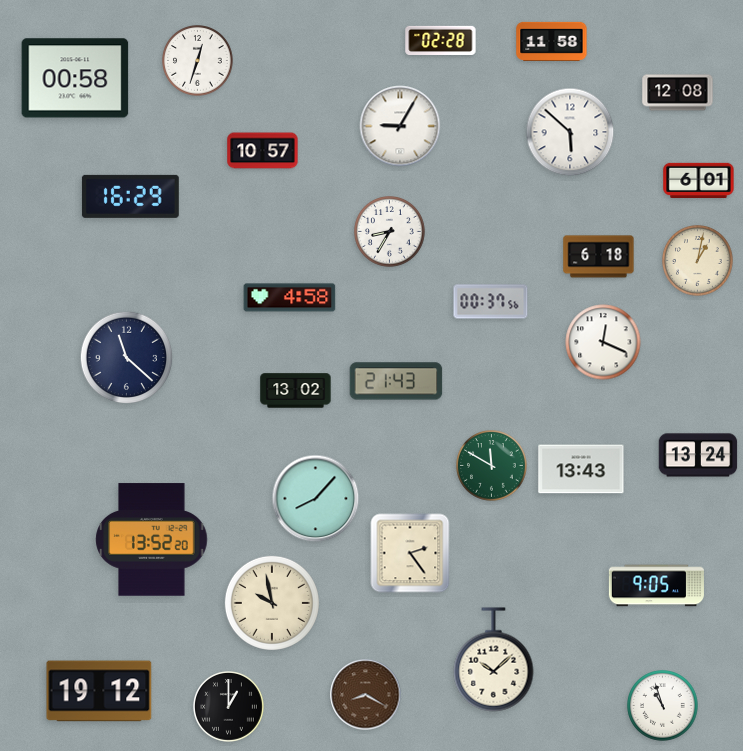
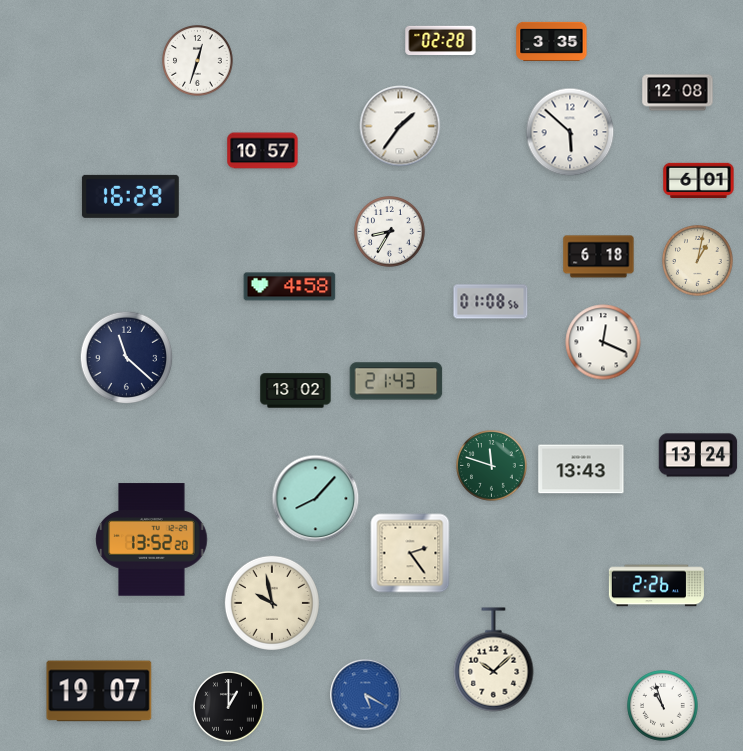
clock at (552, 41): 11:58 -> 3:35
clock at (75, 78): 00:58 -> none
clock at (400, 126): 9:05 -> 1:36
clock at (290, 298) position: (290, 298) -> (290, 287)
clock at (491, 302): 00:37 -> 01:08
clock at (492, 466): 11:50 -> 11:48
clock at (656, 586): 9:05 -> 2:26
clock at (99, 691): 19:12 -> 19:07
clock at (366, 695): 8:20 -> 5:20
clock at (366, 695) dial: brown -> blue
